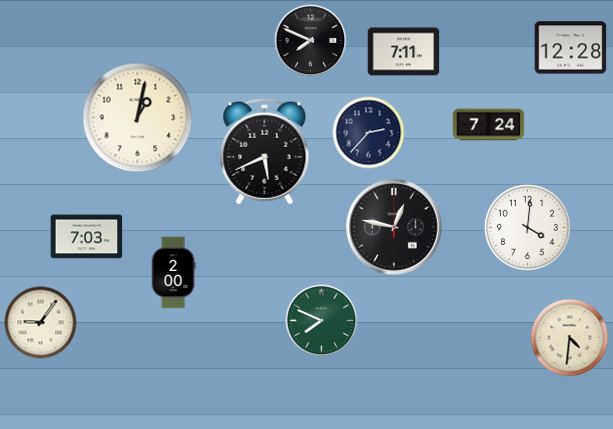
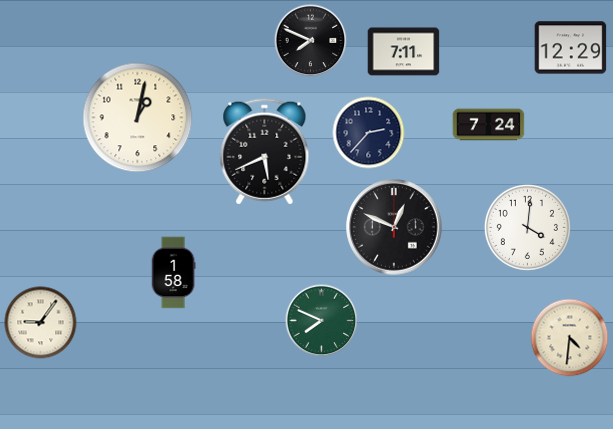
clock at (571, 48): 12:28 -> 12:29
clock at (394, 227): 12:47 -> 12:49
clock at (87, 237): 7:03 -> none
clock at (173, 273): 2:00 -> 1:58
